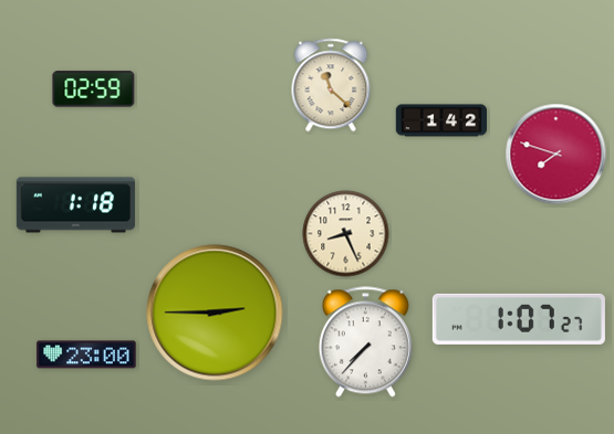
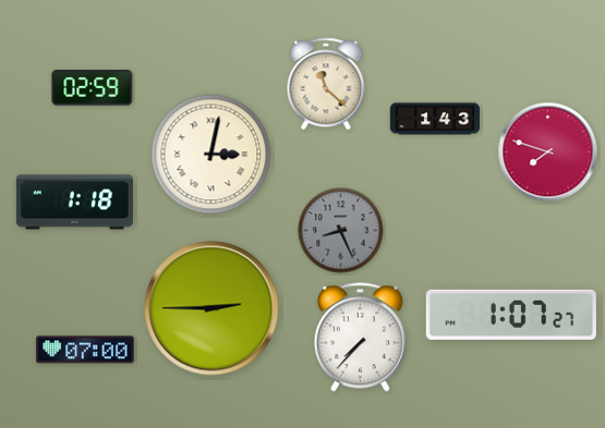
clock at (441, 120): 1:42 -> 1:43
clock at (211, 155): none -> 3:02
clock at (346, 234) dial: cream -> grey
clock at (86, 354): 23:00 -> 07:00
